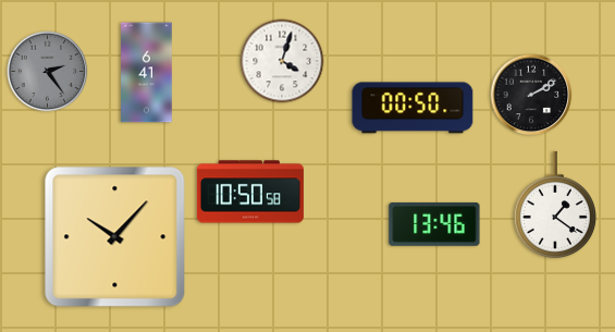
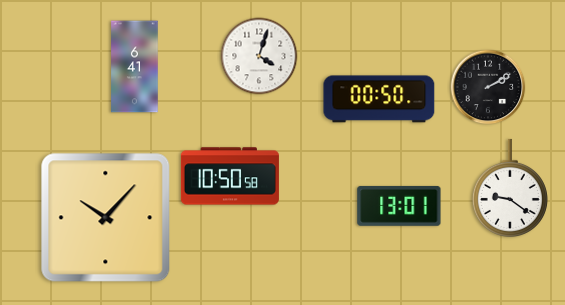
clock at (48, 72): 2:24 -> none
clock at (555, 204): 1:21 -> 9:21
clock at (434, 224): 13:46 -> 13:01
